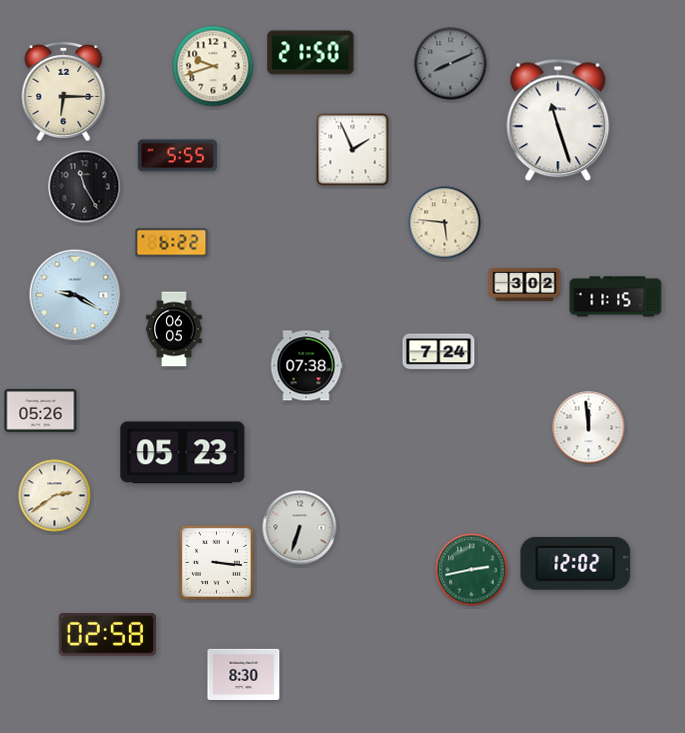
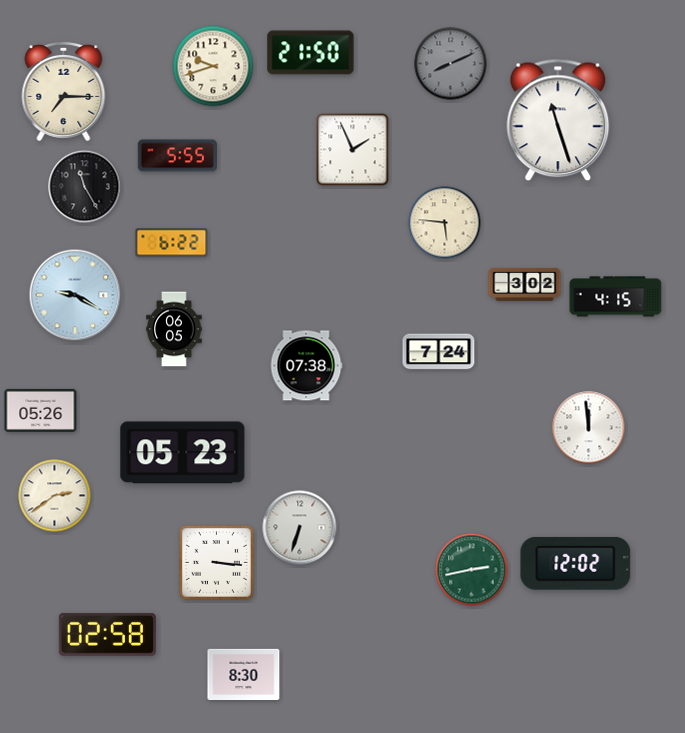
clock at (64, 91): 6:15 -> 7:15
clock at (616, 297): 11:15 -> 4:15
